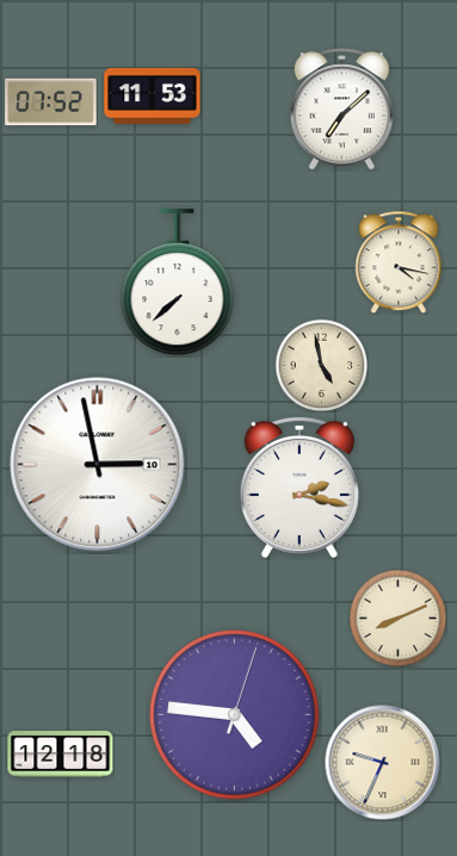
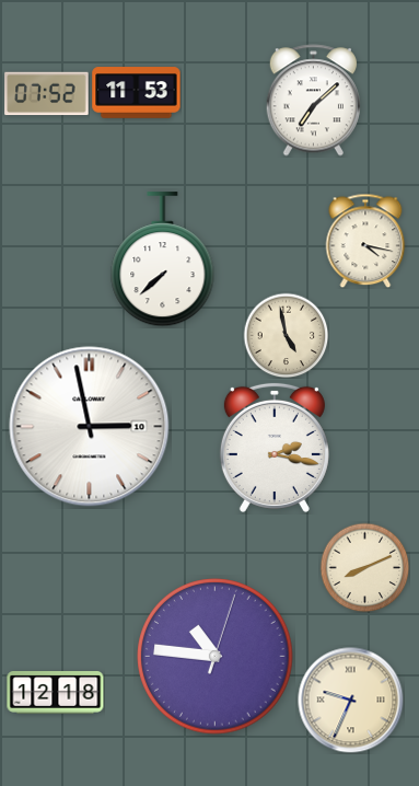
clock at (153, 97) position: (153, 97) -> (137, 93)
clock at (321, 365) position: (321, 365) -> (286, 335)
clock at (235, 715): 4:46 -> 10:46
